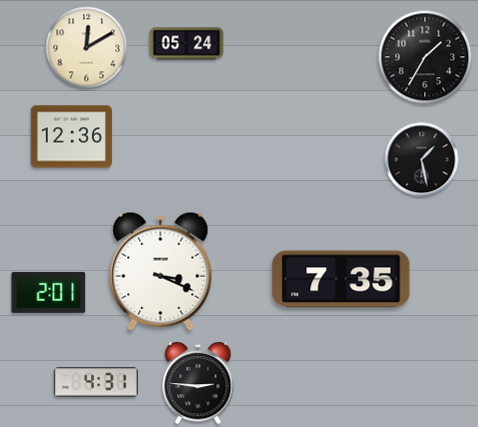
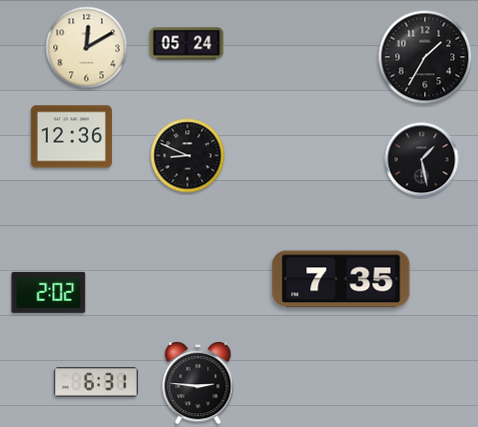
clock at (188, 156): none -> 8:49
clock at (161, 271): 3:19 -> none
clock at (49, 292): 2:01 -> 2:02
clock at (96, 382): 4:31 -> 6:31
